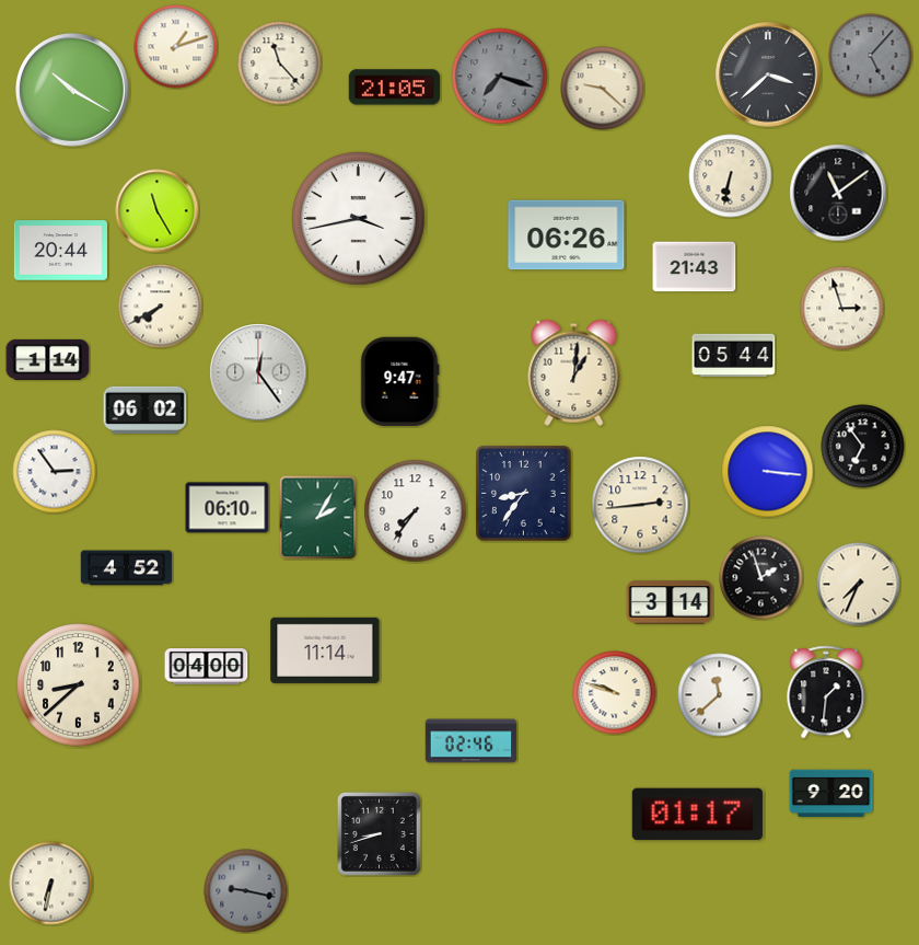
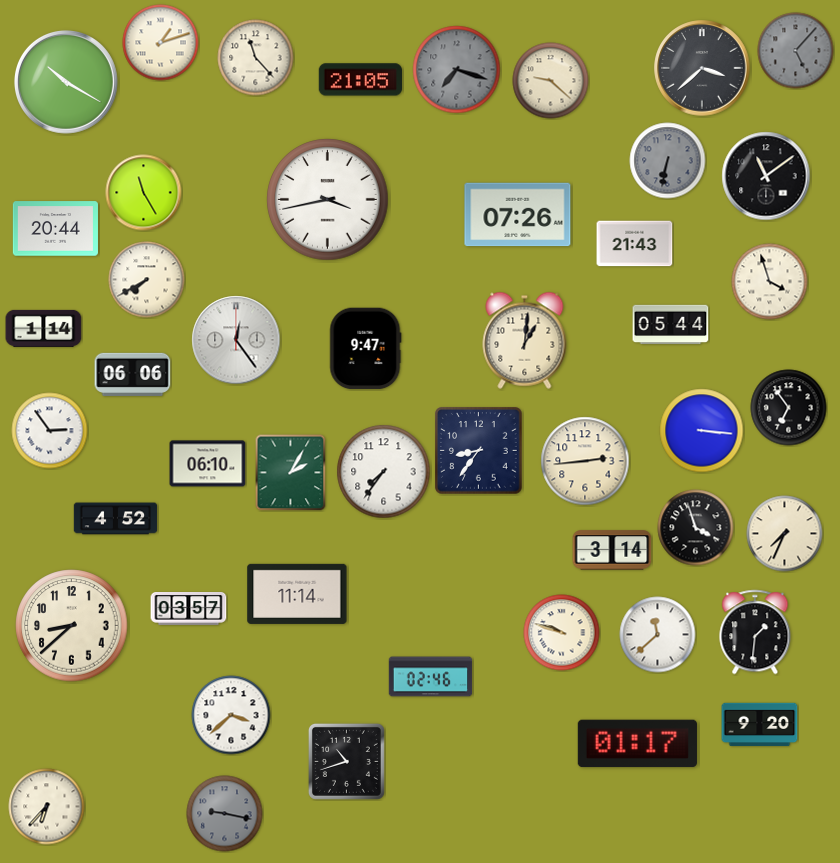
clock at (731, 176) dial: cream -> grey
clock at (567, 235): 06:26 -> 07:26
clock at (842, 309): 2:57 -> 3:57
clock at (146, 410): 06:02 -> 06:06
clock at (416, 511) position: (416, 511) -> (384, 472)
clock at (761, 578): 1:57 -> 3:57
clock at (207, 667): 04:00 -> 03:57
clock at (231, 715): none -> 3:38
clock at (379, 833): 8:42 -> 10:42
clock at (51, 884): 6:32 -> 6:37
